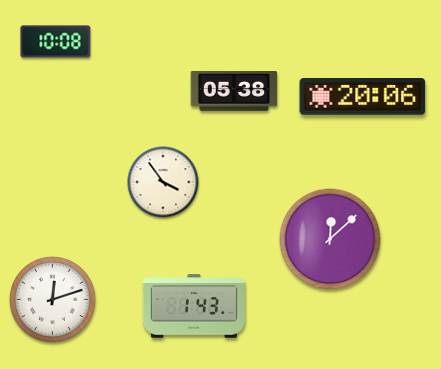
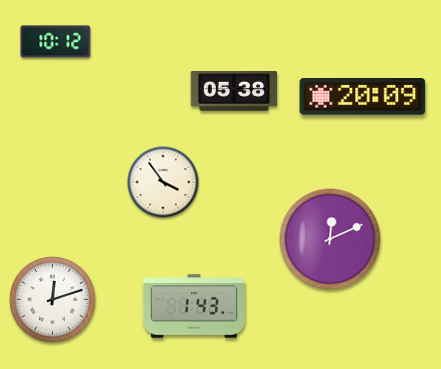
clock at (56, 42): 10:08 -> 10:12
clock at (363, 97): 20:06 -> 20:09
clock at (330, 239): 12:08 -> 12:11
